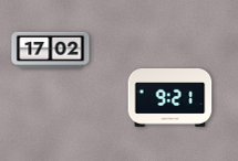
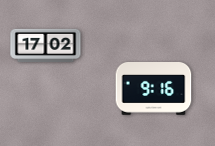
clock at (170, 98): 9:21 -> 9:16
